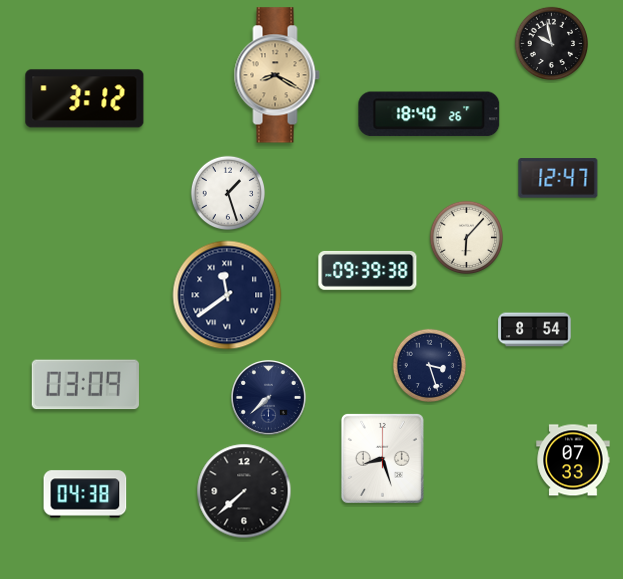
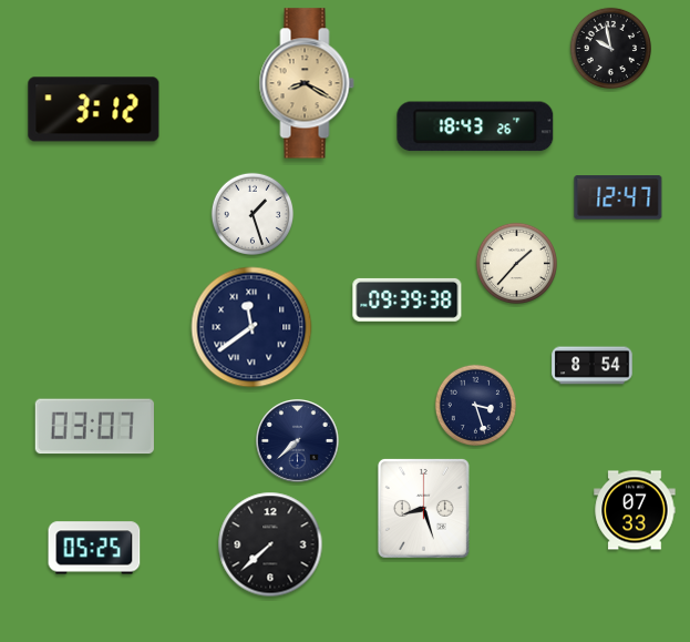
clock at (429, 114): 18:40 -> 18:43
clock at (467, 238): 6:07 -> 1:37
clock at (85, 385): 03:09 -> 03:07
clock at (85, 494): 04:38 -> 05:25
